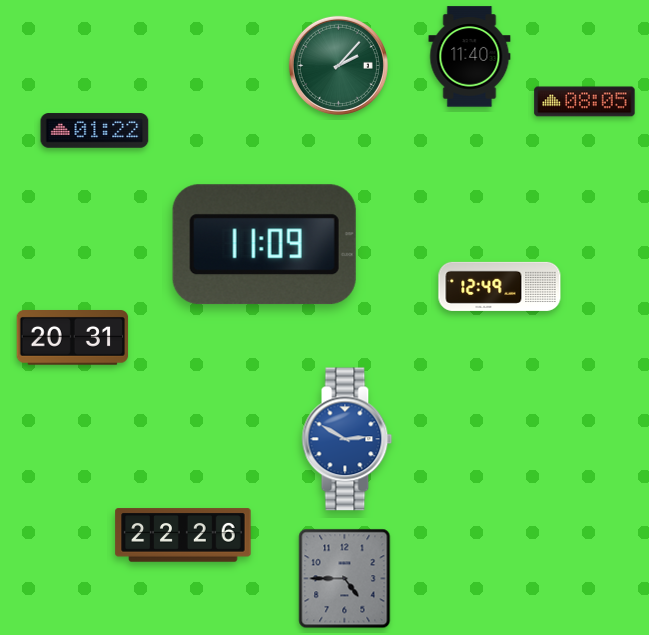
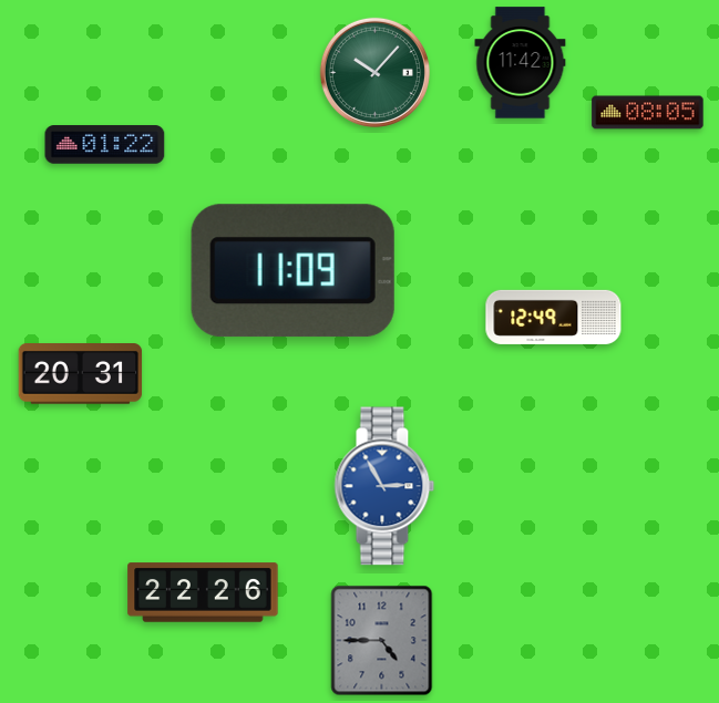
clock at (470, 57): 11:40 -> 11:42
clock at (338, 65): 2:07 -> 10:07
clock at (347, 439): 2:50 -> 2:55
